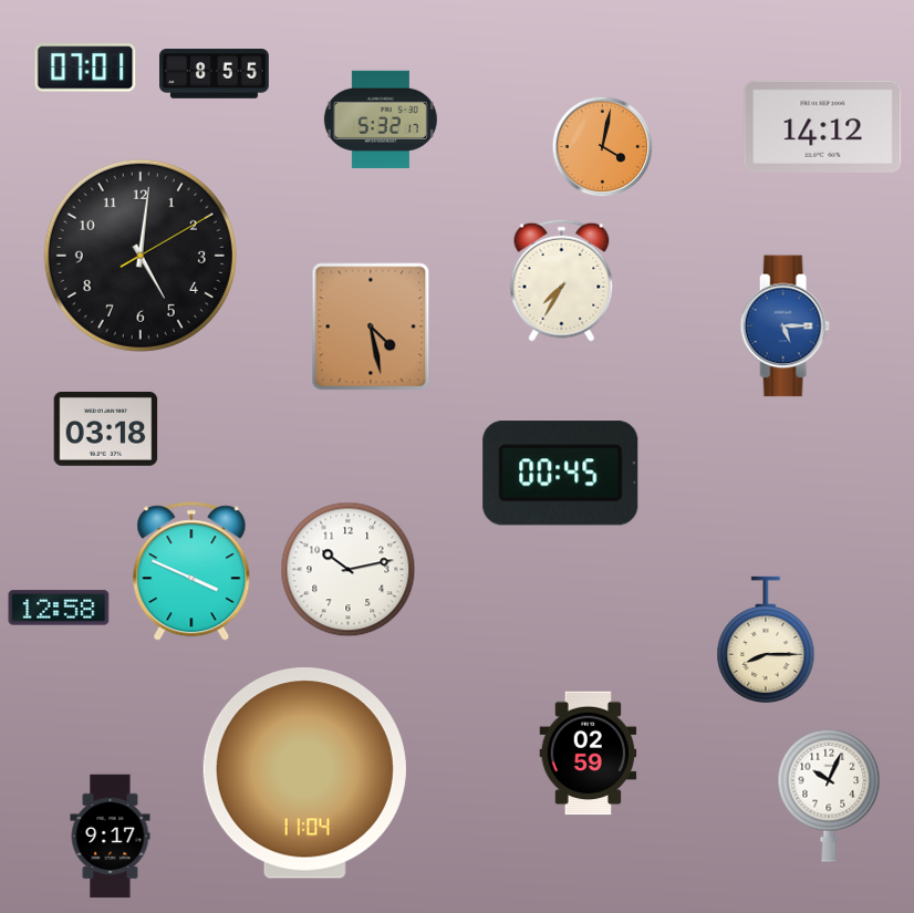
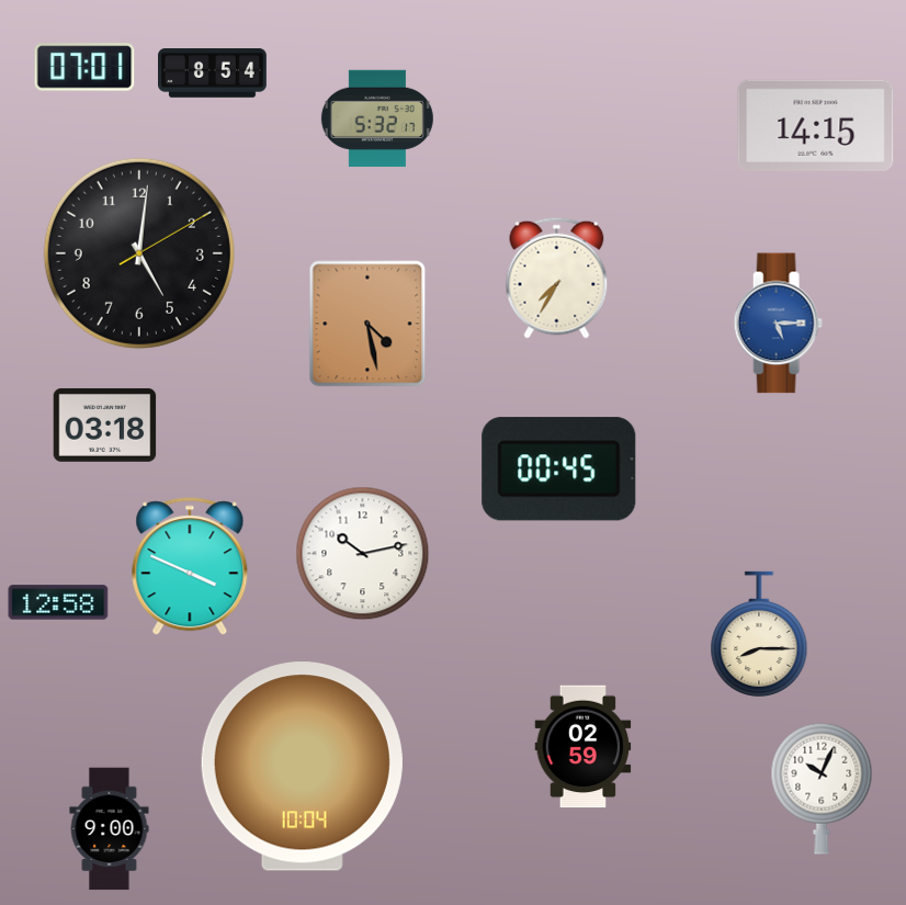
clock at (215, 74): 8:55 -> 8:54
clock at (823, 126): 14:12 -> 14:15
clock at (603, 147): 4:02 -> none
clock at (561, 474) position: (561, 474) -> (559, 470)
clock at (349, 570) position: (349, 570) -> (363, 554)
clock at (304, 774): 11:04 -> 10:04
clock at (111, 837): 9:17 -> 9:00
